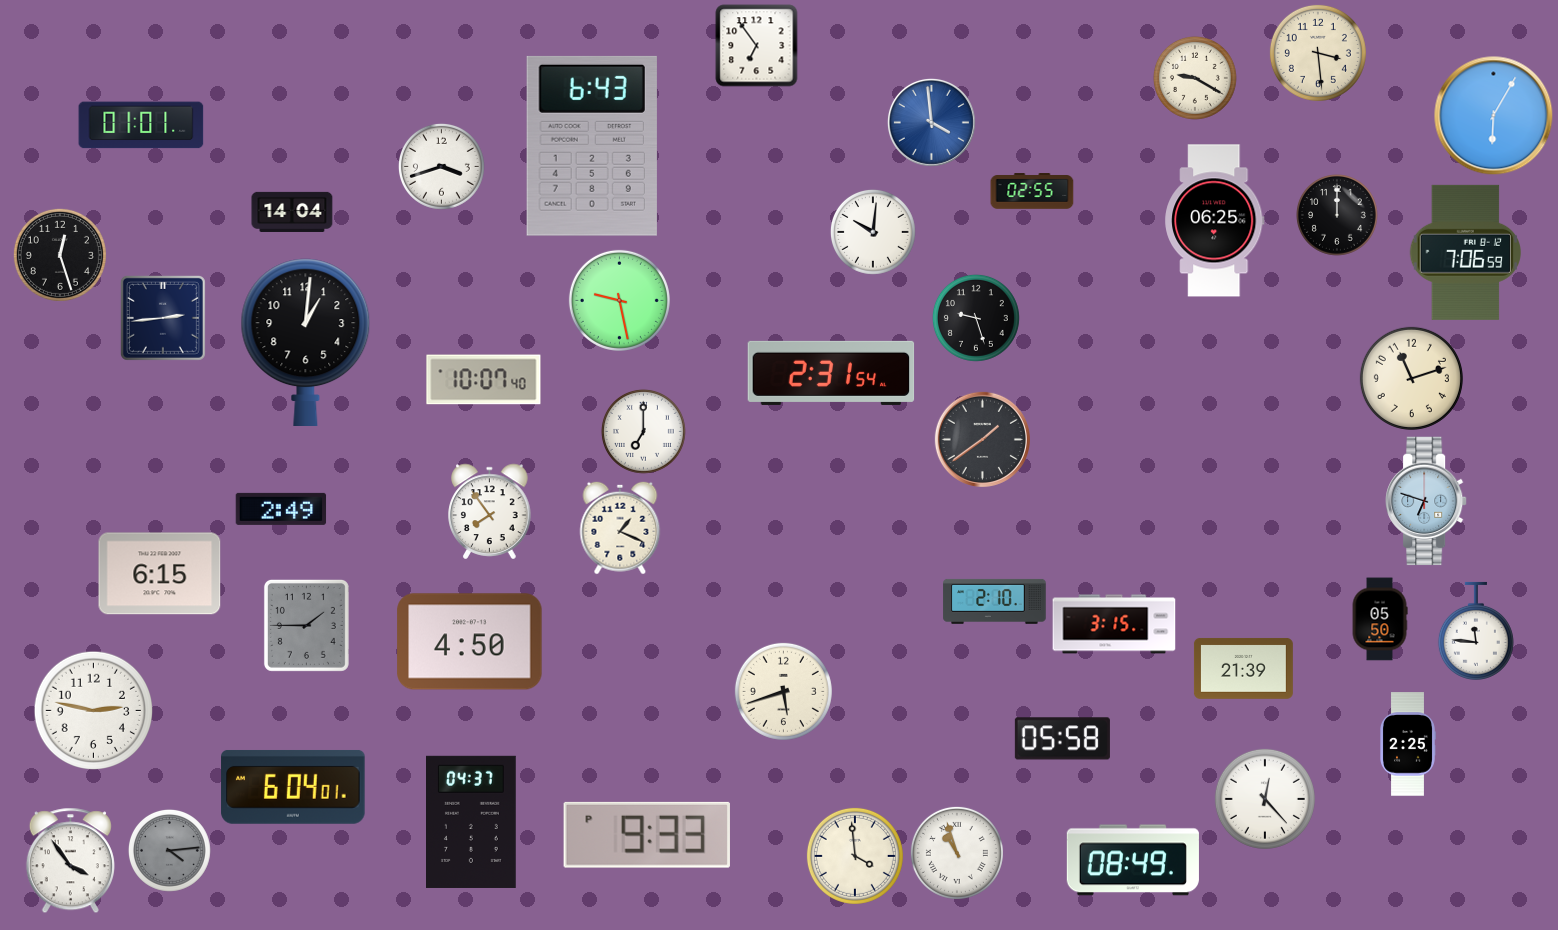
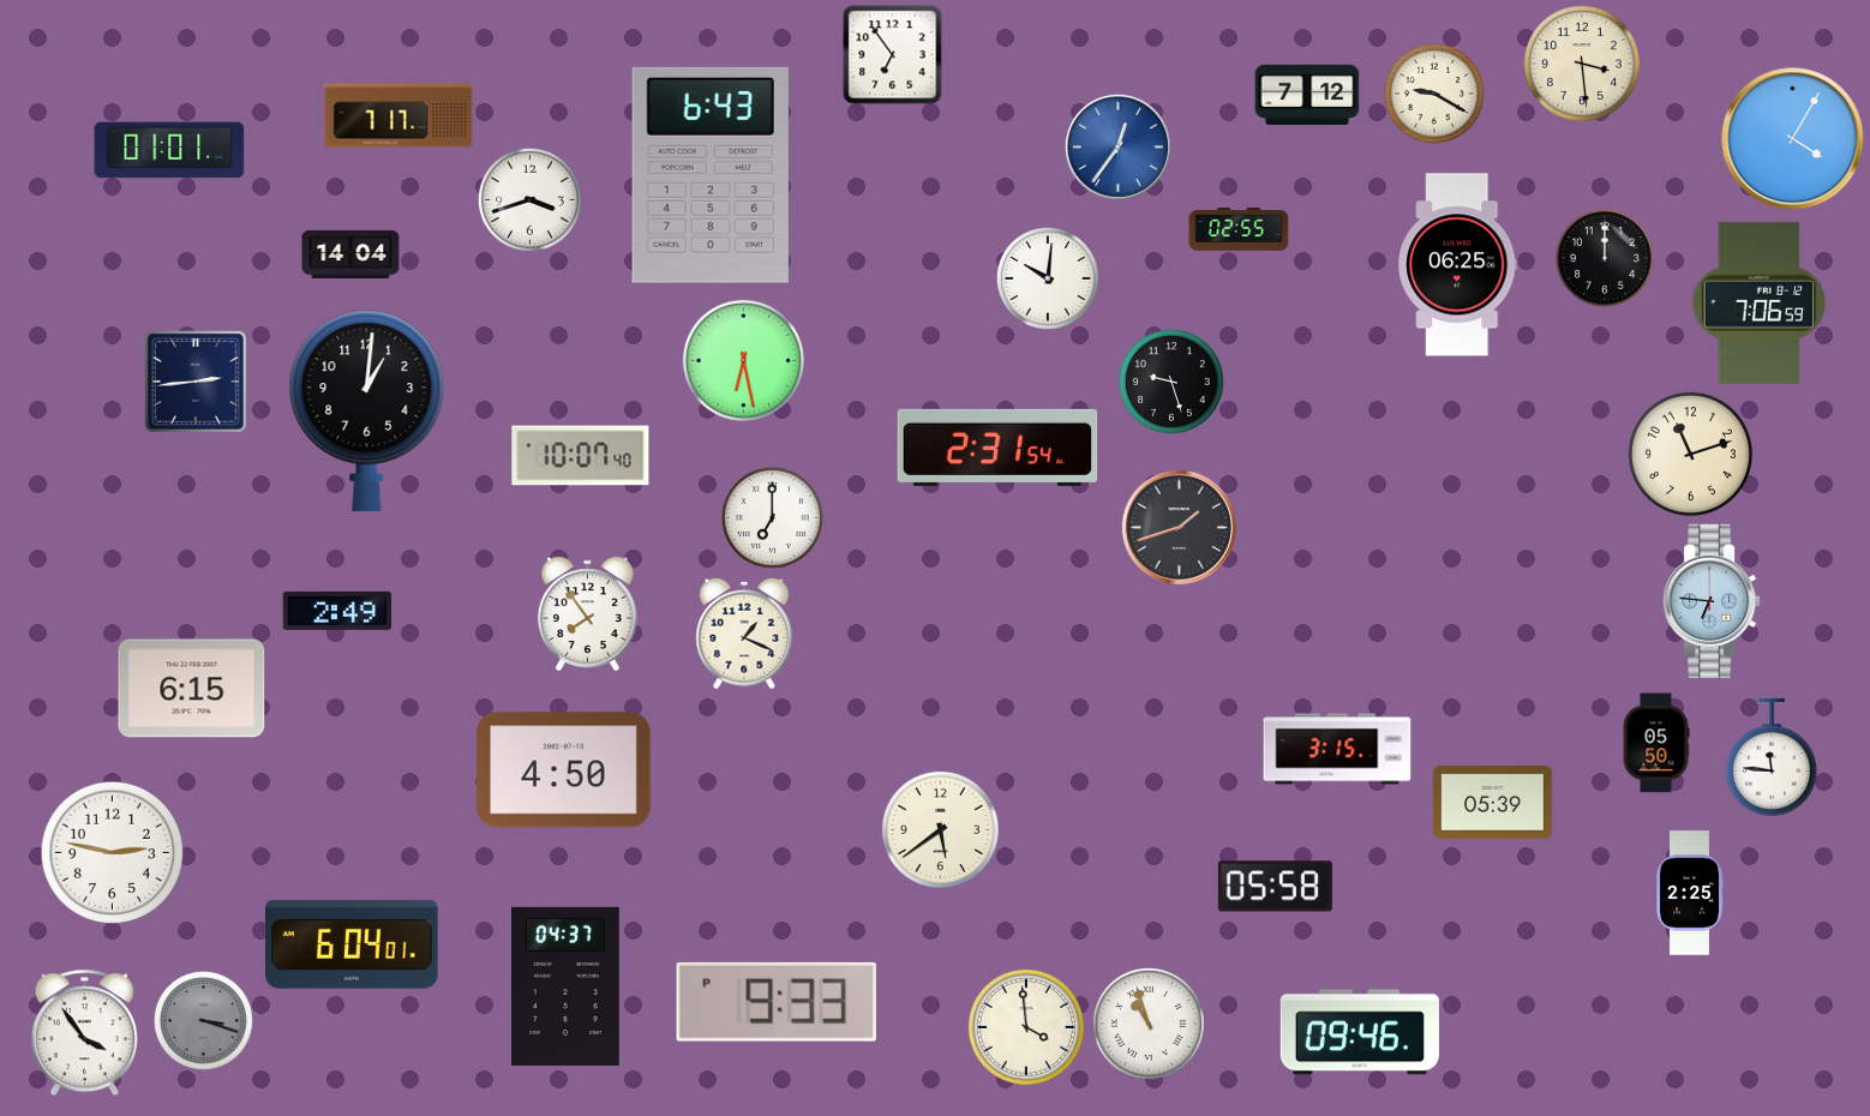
clock at (757, 46) position: (757, 46) -> (893, 55)
clock at (1307, 95): none -> 7:12
clock at (398, 115): none -> 7:17
clock at (1494, 116): 6:05 -> 4:05
clock at (931, 122): 3:59 -> 12:36
clock at (60, 255): 12:27 -> none
clock at (619, 300): 9:28 -> 6:28
clock at (1411, 378) position: (1411, 378) -> (1690, 454)
clock at (982, 439): 1:39 -> 1:42
clock at (1427, 501): 6:48 -> 6:46
clock at (995, 601): 2:10 -> none
clock at (306, 625): 1:45 -> none
clock at (1243, 669): 21:39 -> 05:39
clock at (783, 691): 5:42 -> 5:39
clock at (1265, 799): 12:23 -> none
clock at (169, 850): 4:14 -> 3:18
clock at (1133, 860): 08:49 -> 09:46
